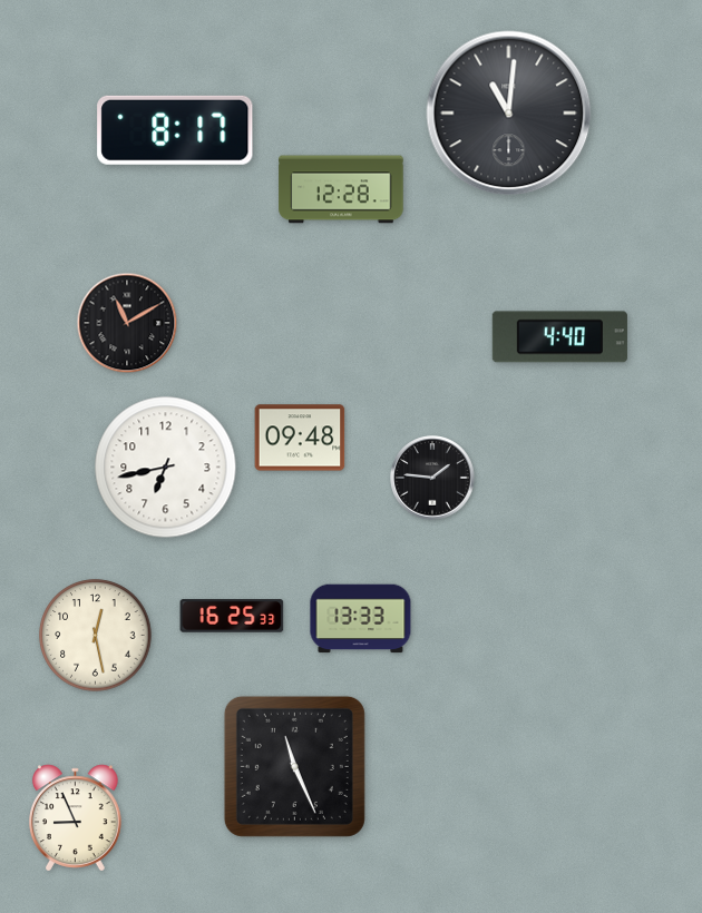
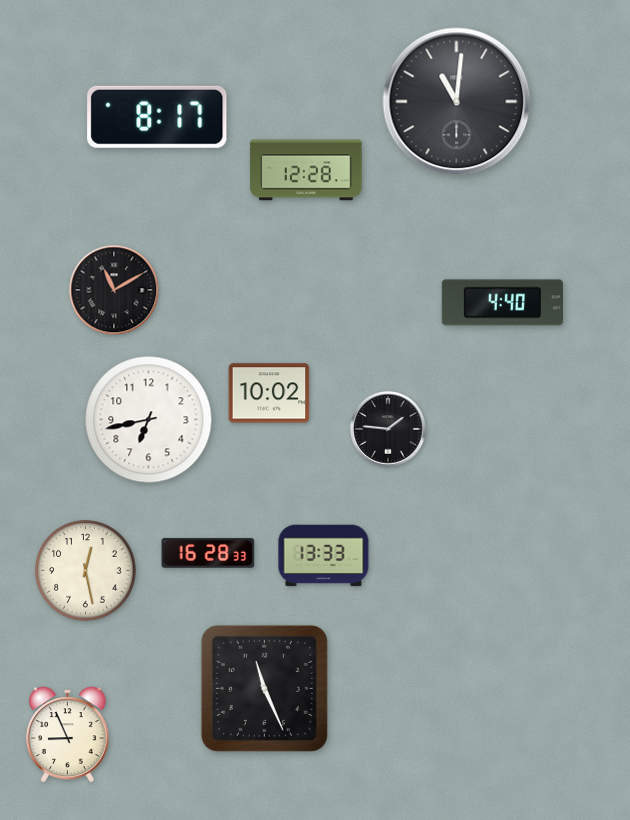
clock at (300, 438): 09:48 -> 10:02
clock at (232, 616): 16:25 -> 16:28
